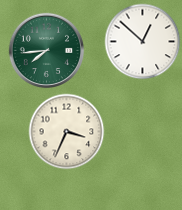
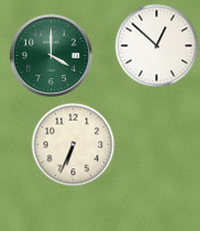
clock at (47, 51): 7:44 -> 4:00
clock at (67, 132): 3:34 -> 6:34
